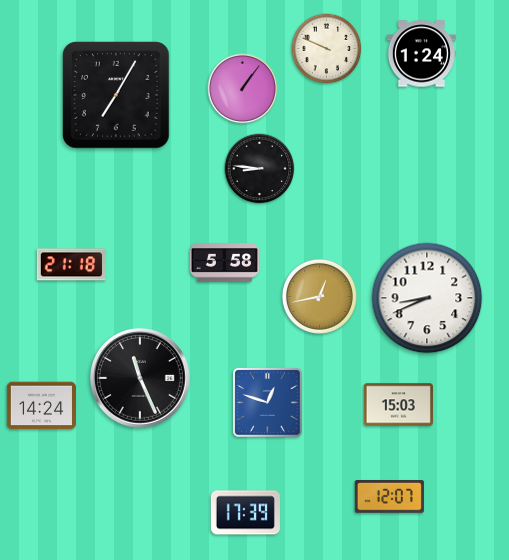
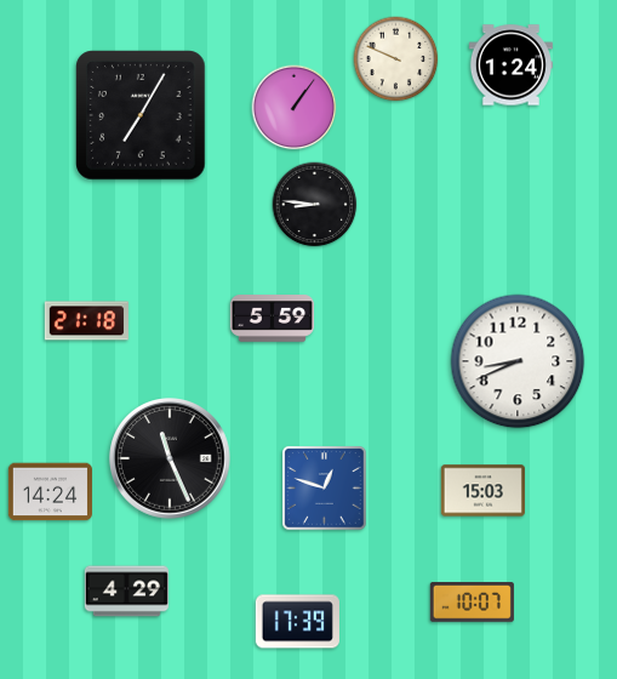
clock at (224, 263): 5:58 -> 5:59
clock at (319, 296): 12:43 -> none
clock at (126, 592): none -> 4:29
clock at (389, 497): 12:07 -> 10:07
